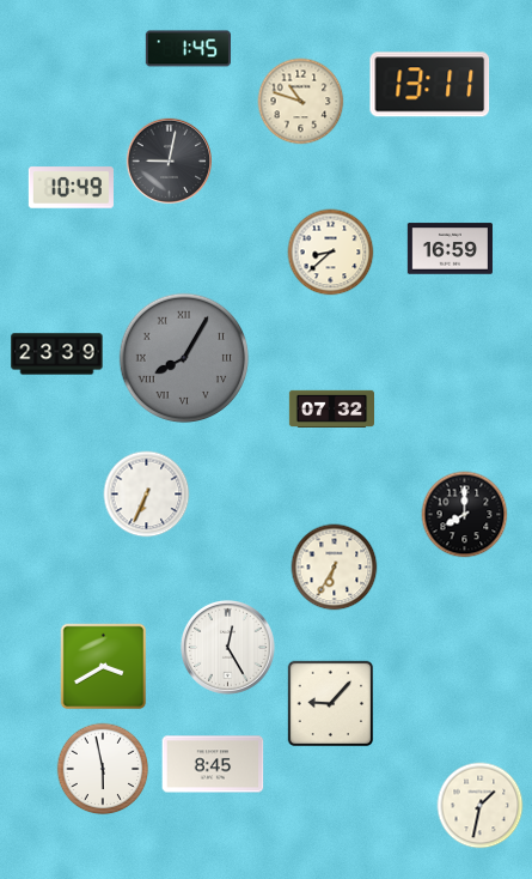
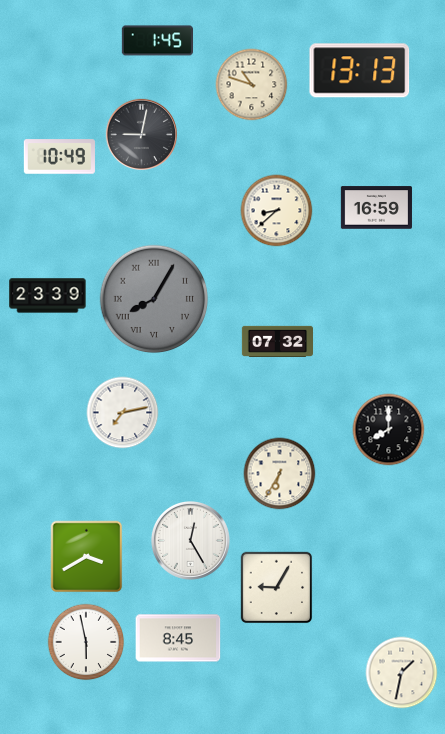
clock at (430, 85): 13:11 -> 13:13
clock at (147, 495): 6:34 -> 7:13
clock at (331, 704): 9:07 -> 9:05
